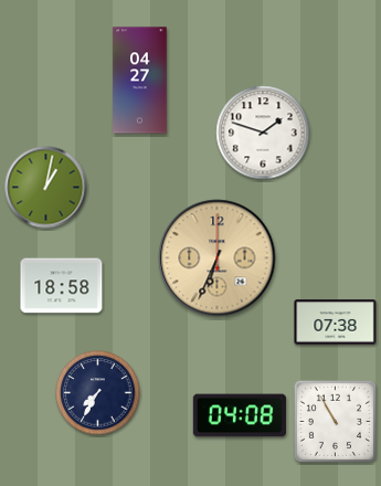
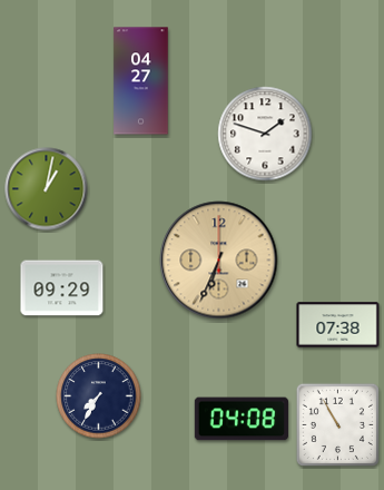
clock at (62, 286): 18:58 -> 09:29
